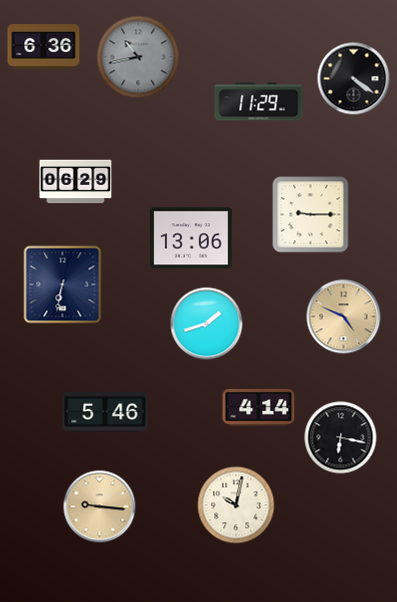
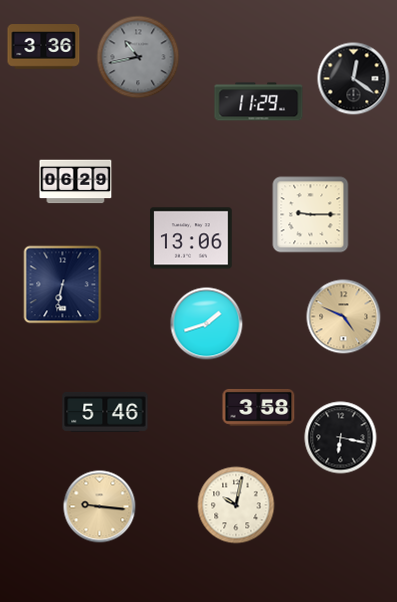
clock at (44, 47): 6:36 -> 3:36
clock at (354, 79): 4:21 -> 12:21
clock at (259, 407): 4:14 -> 3:58
